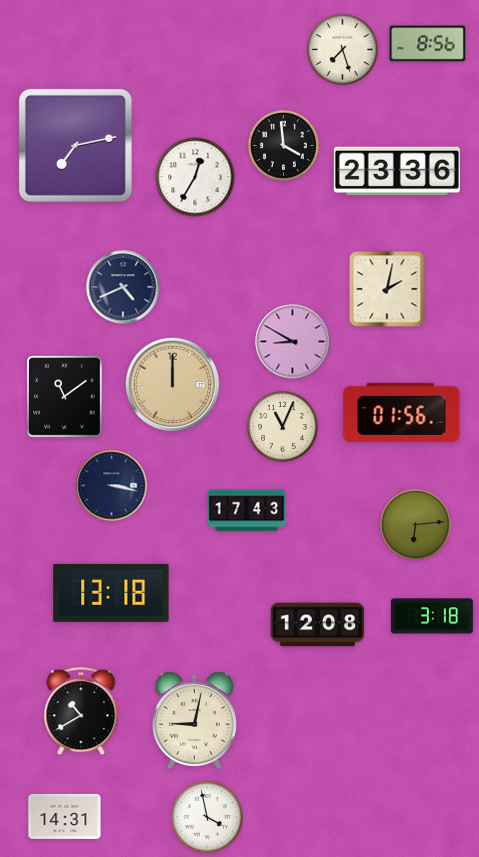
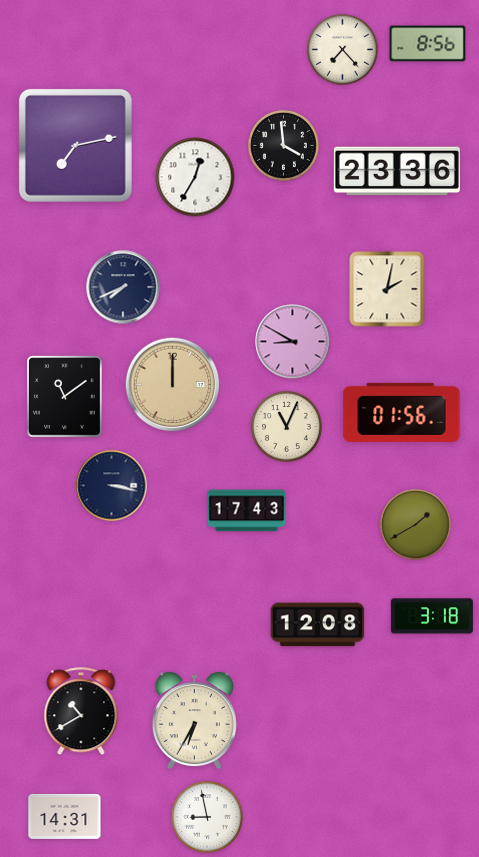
clock at (342, 49): 7:27 -> 7:23
clock at (123, 287): 4:41 -> 7:41
clock at (282, 426) position: (282, 426) -> (286, 426)
clock at (415, 524): 6:14 -> 1:40
clock at (111, 593): 13:18 -> none
clock at (194, 720): 9:02 -> 6:35
clock at (208, 818): 3:58 -> 8:58
